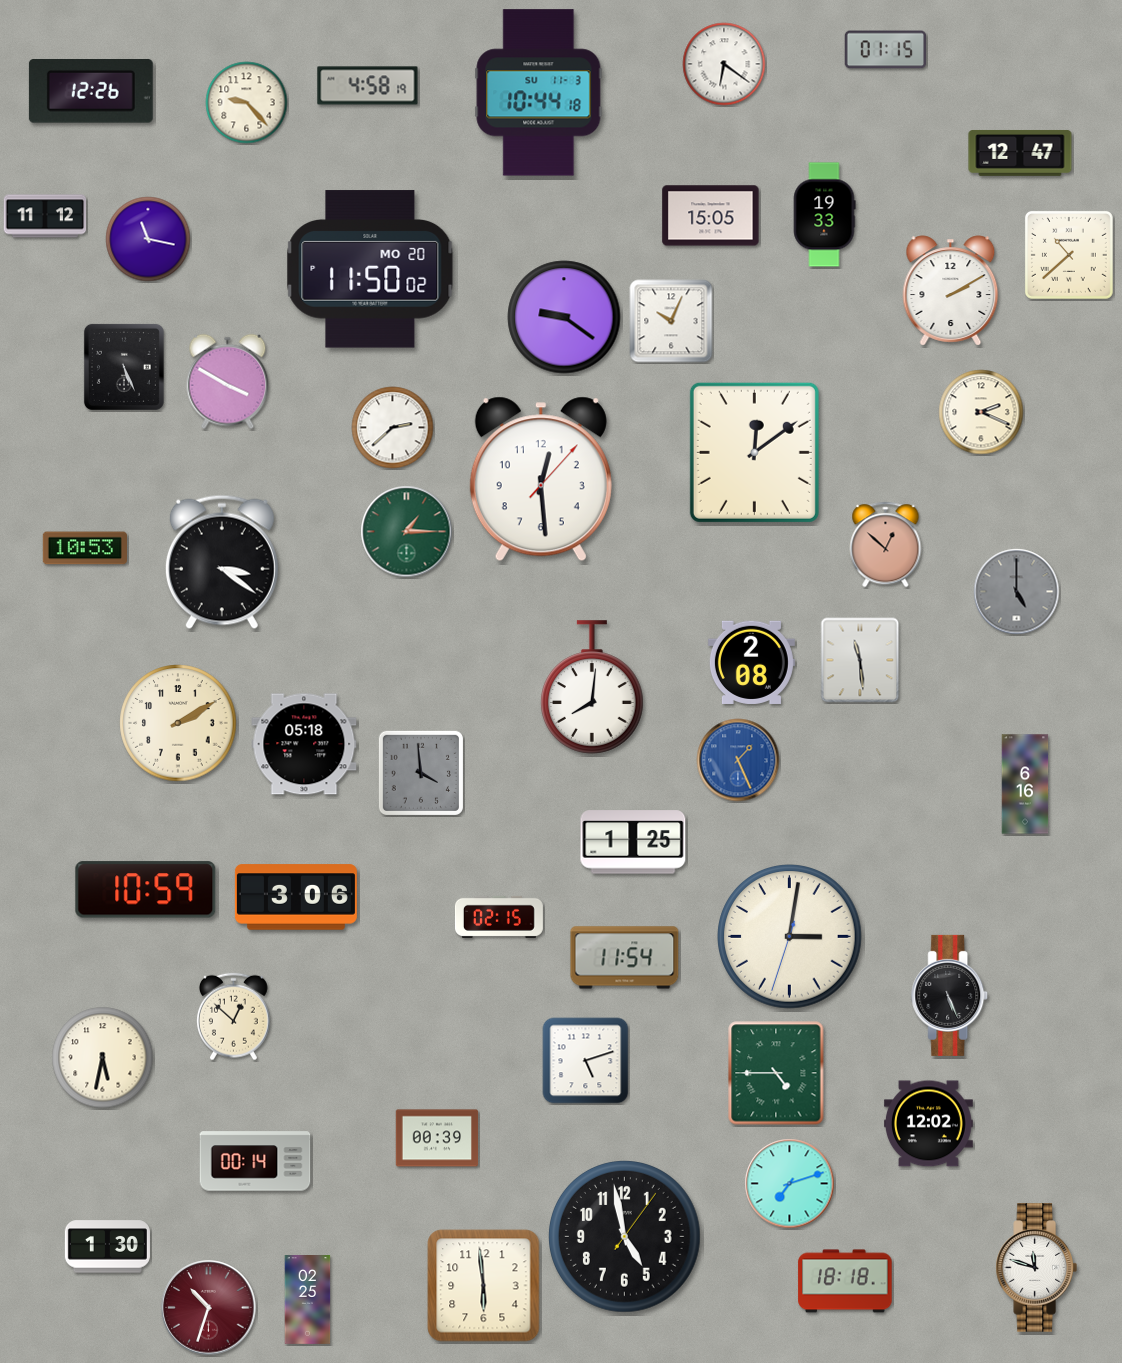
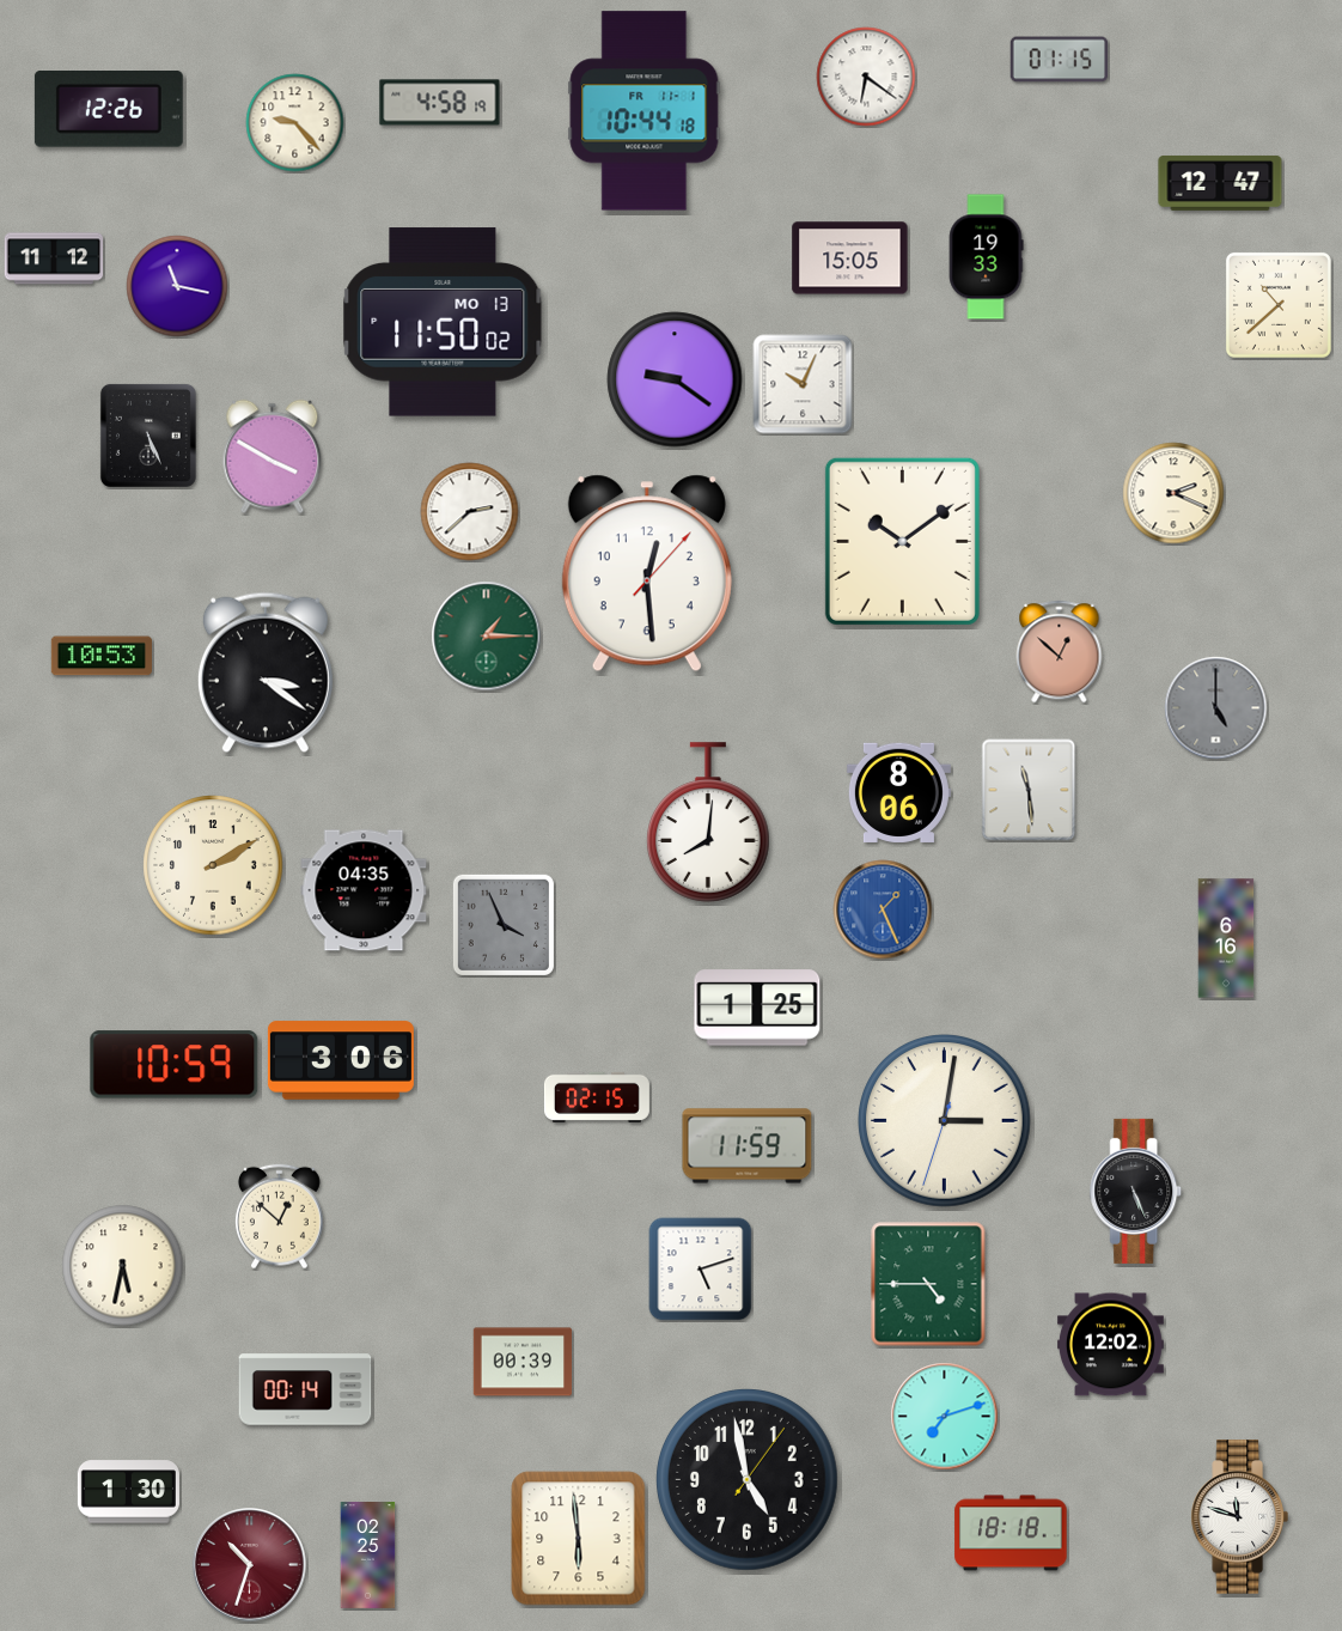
clock at (539, 93) date: SU 11-3 -> FR 11-1
clock at (370, 269) date: MO 20 -> MO 13
clock at (951, 291): 2:10 -> none
clock at (124, 367) position: (124, 367) -> (148, 436)
clock at (754, 452): 12:09 -> 10:09
clock at (751, 662): 2:08 -> 8:06
clock at (304, 744): 05:18 -> 04:35
clock at (421, 773): 3:59 -> 3:56
clock at (296, 897) position: (296, 897) -> (341, 1060)
clock at (625, 958): 11:54 -> 11:59
